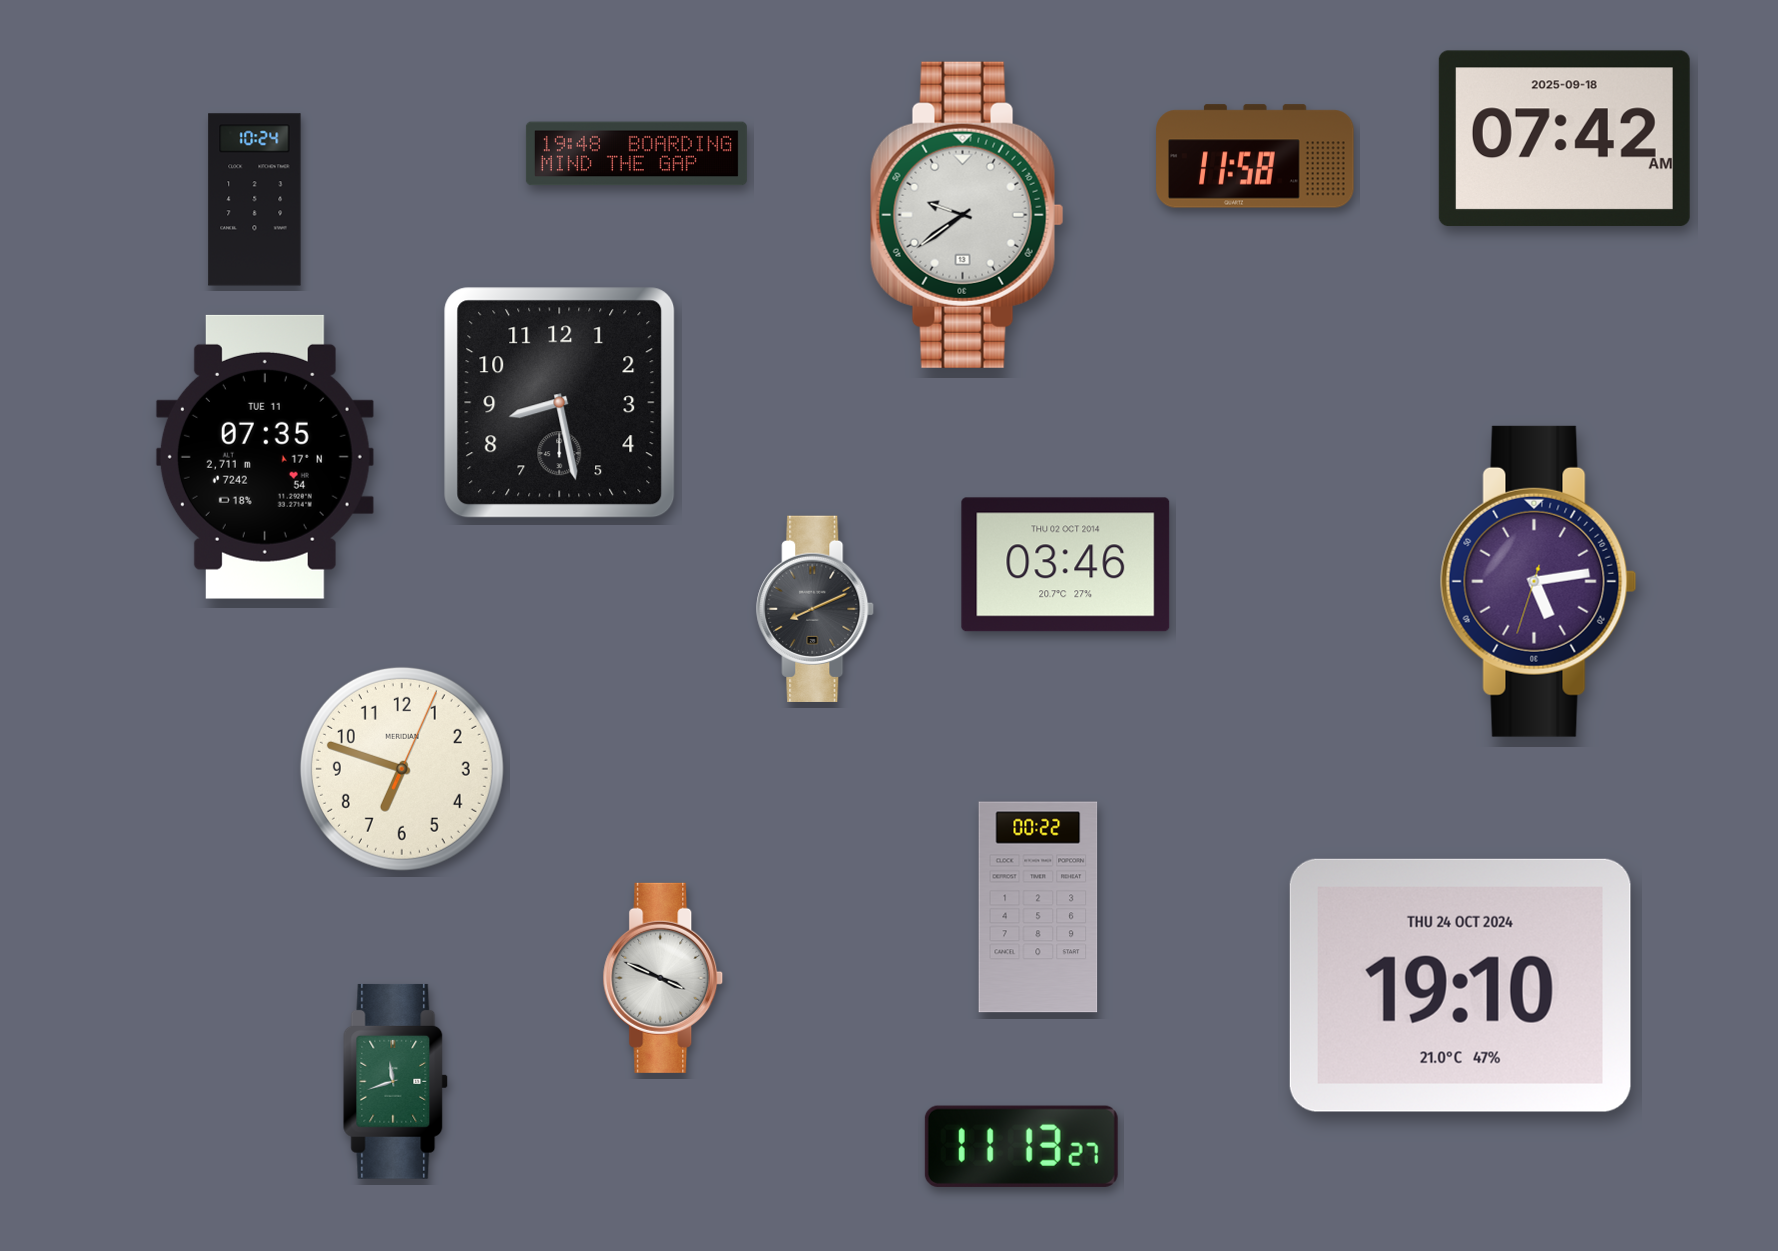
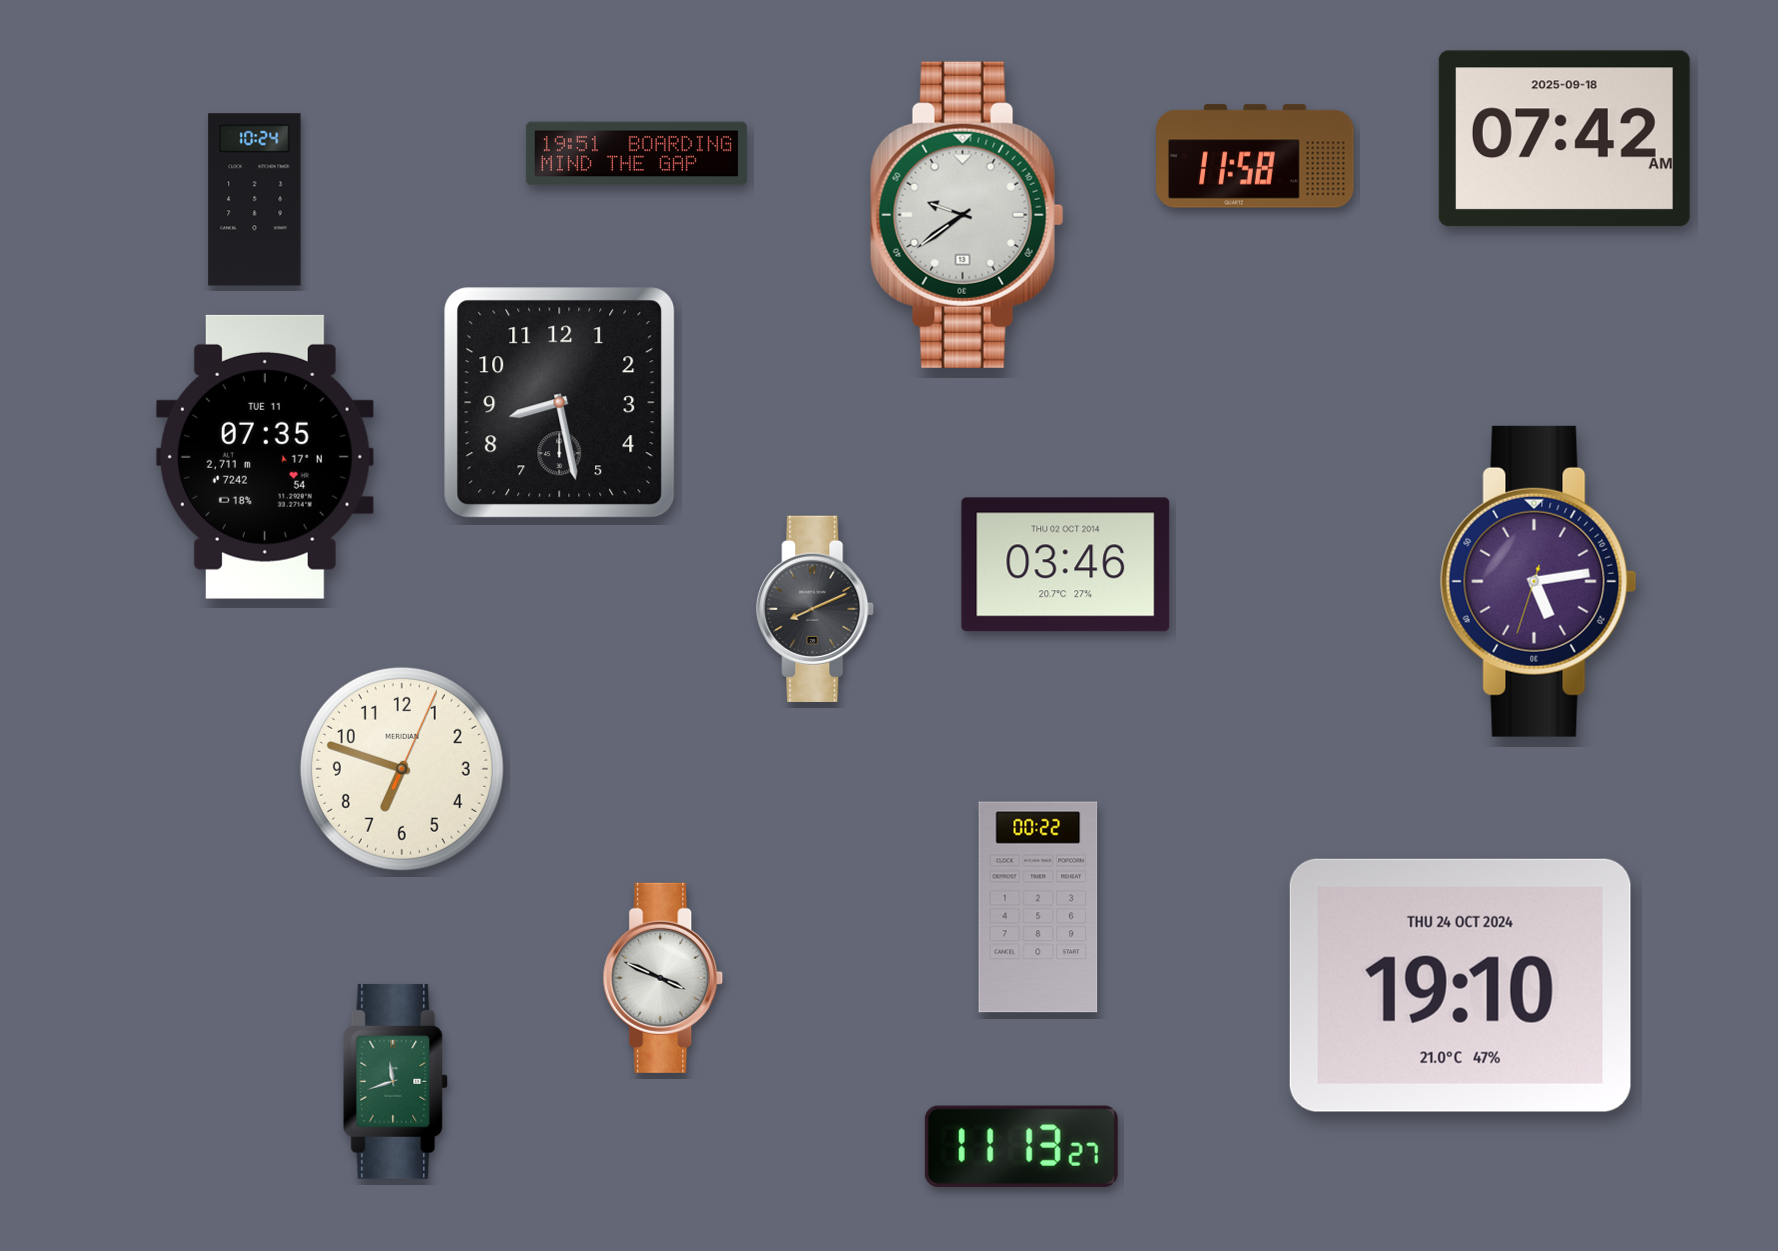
clock at (636, 154): 19:48 -> 19:51
